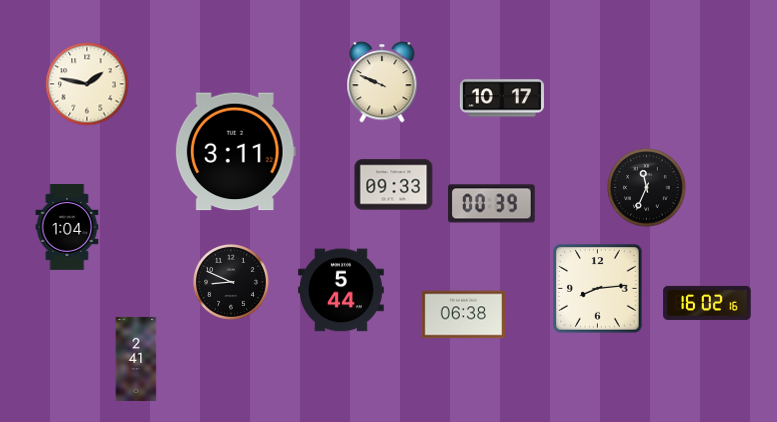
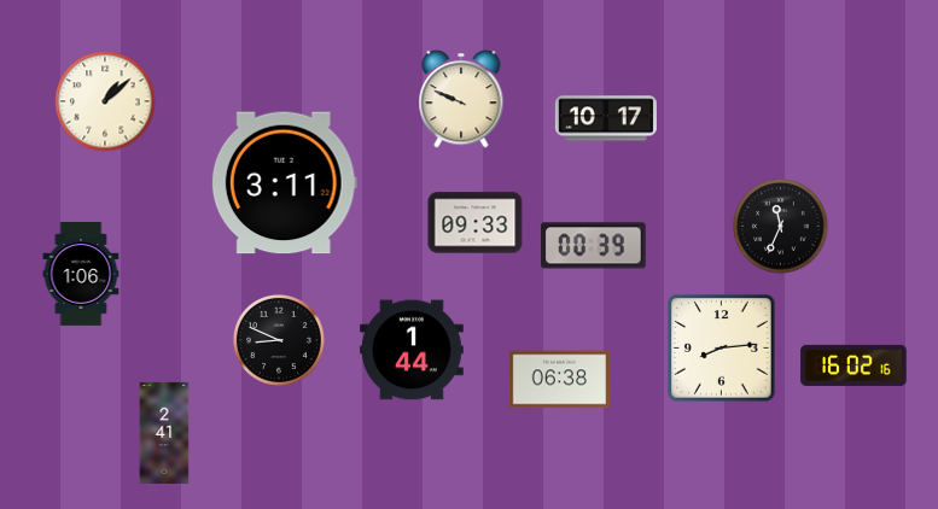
clock at (87, 84): 1:47 -> 1:08
clock at (67, 228): 1:04 -> 1:06
clock at (341, 290): 5:44 -> 1:44
